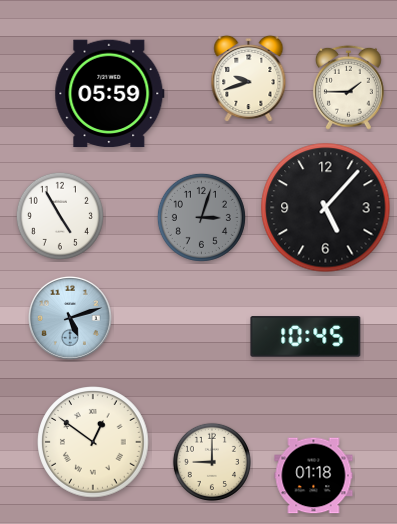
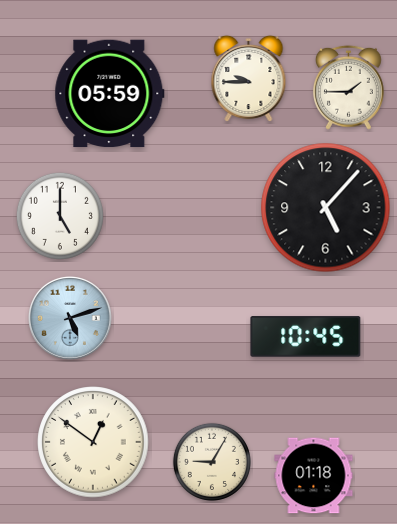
clock at (249, 79): 9:42 -> 9:45
clock at (60, 216): 4:55 -> 5:00
clock at (201, 217): 3:03 -> none
clock at (212, 462): 9:00 -> 9:05
